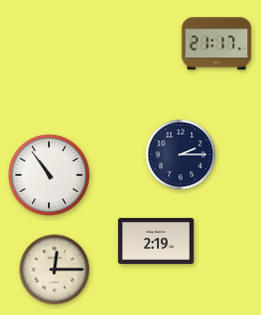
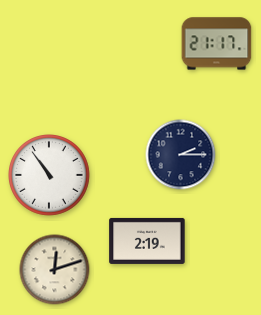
clock at (156, 241) position: (156, 241) -> (147, 241)
clock at (55, 270): 12:15 -> 12:12
